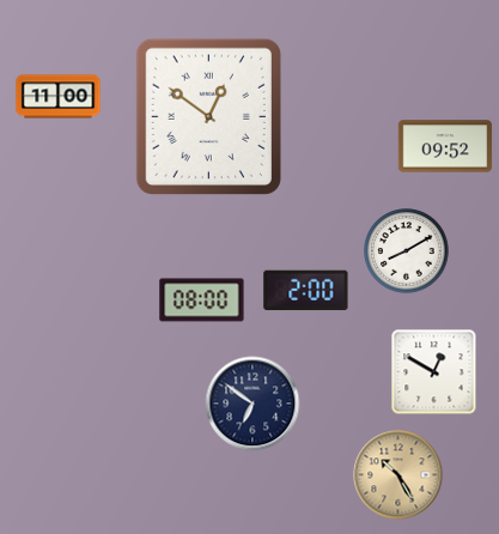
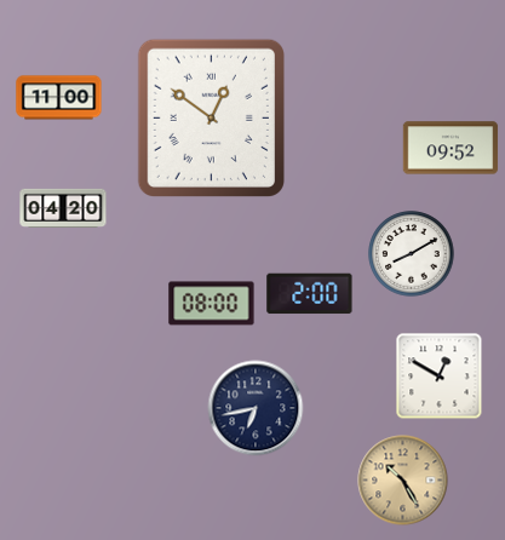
clock at (63, 208): none -> 04:20
clock at (202, 301) position: (202, 301) -> (212, 304)
clock at (252, 403): 6:51 -> 6:43
